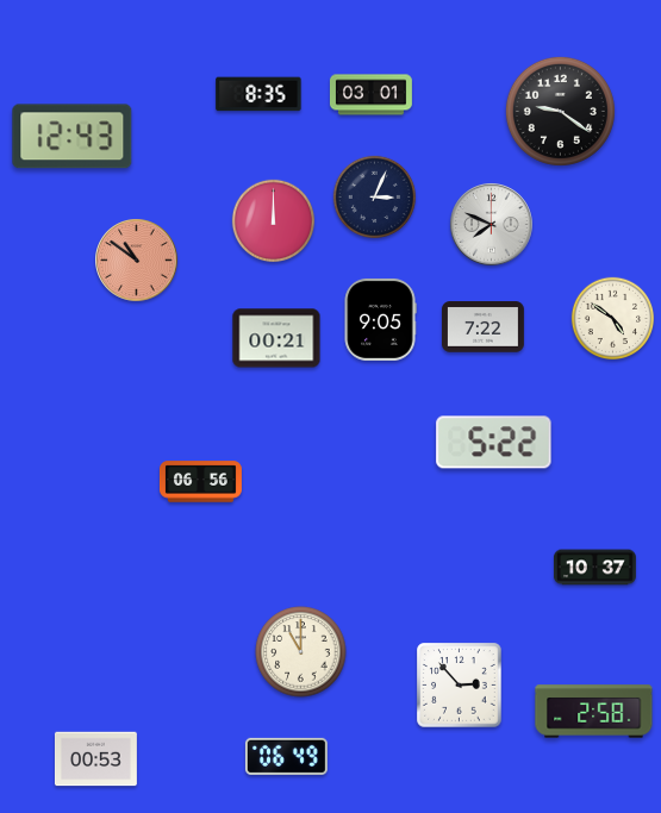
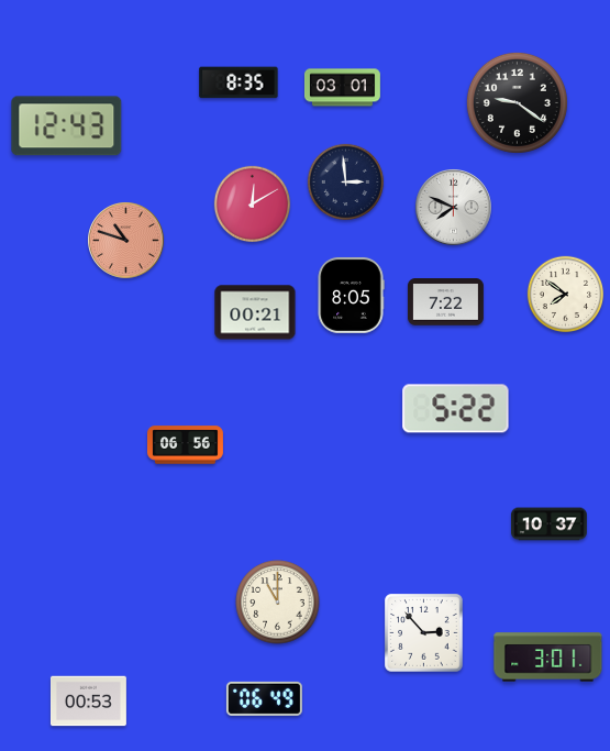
clock at (258, 94) position: (258, 94) -> (239, 82)
clock at (375, 198): 3:04 -> 2:59
clock at (274, 221): 12:00 -> 12:10
clock at (137, 261): 10:51 -> 10:48
clock at (380, 319): 9:05 -> 8:05
clock at (613, 319): 4:51 -> 7:51
clock at (594, 712): 2:58 -> 3:01
